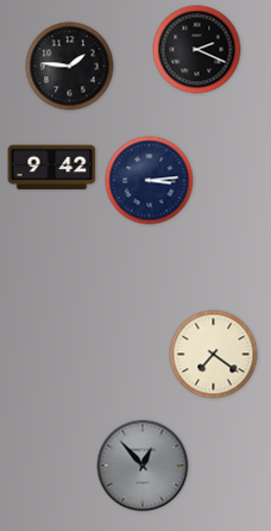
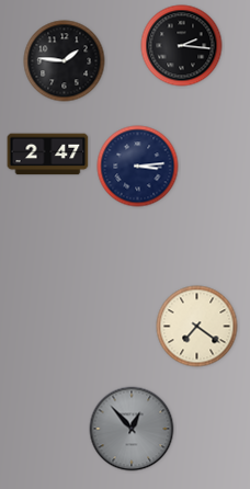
clock at (197, 50): 2:19 -> 2:16
clock at (52, 168): 9:42 -> 2:47
